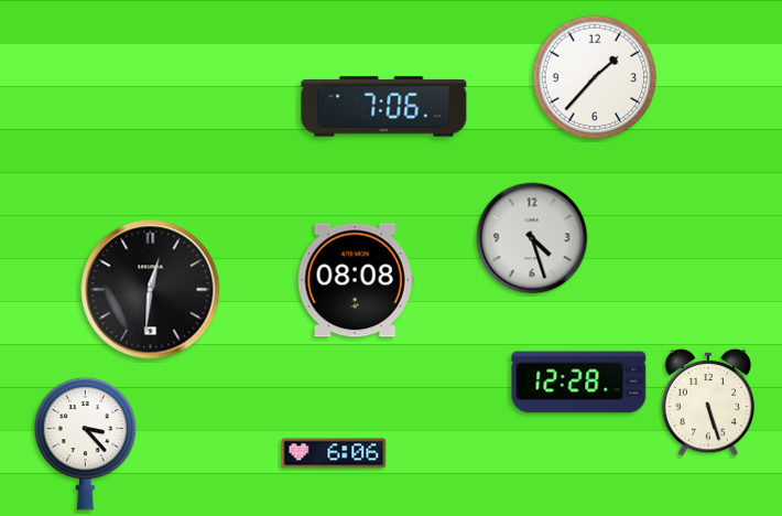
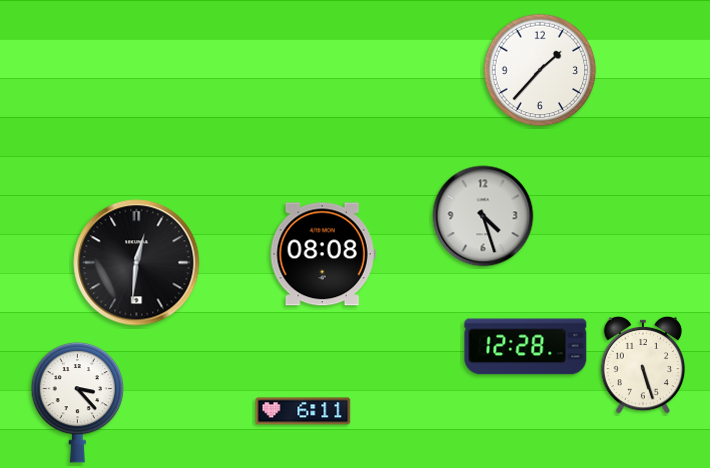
clock at (384, 107): 7:06 -> none
clock at (334, 453): 6:06 -> 6:11
